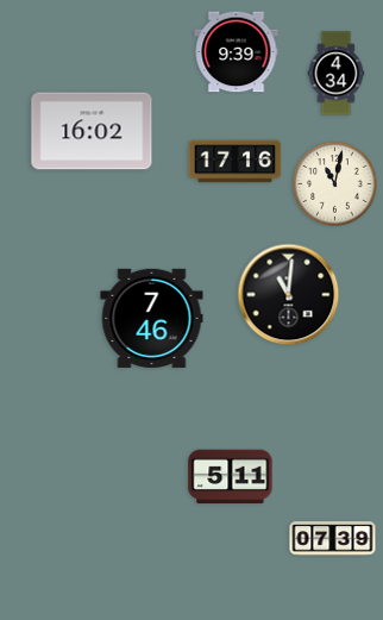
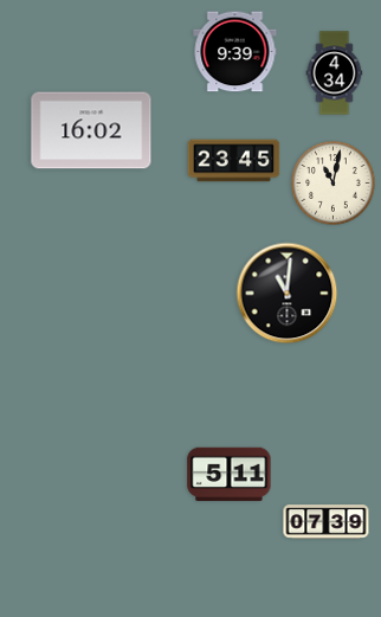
clock at (236, 162): 17:16 -> 23:45
clock at (152, 318): 7:46 -> none
clock at (333, 539) position: (333, 539) -> (327, 522)
